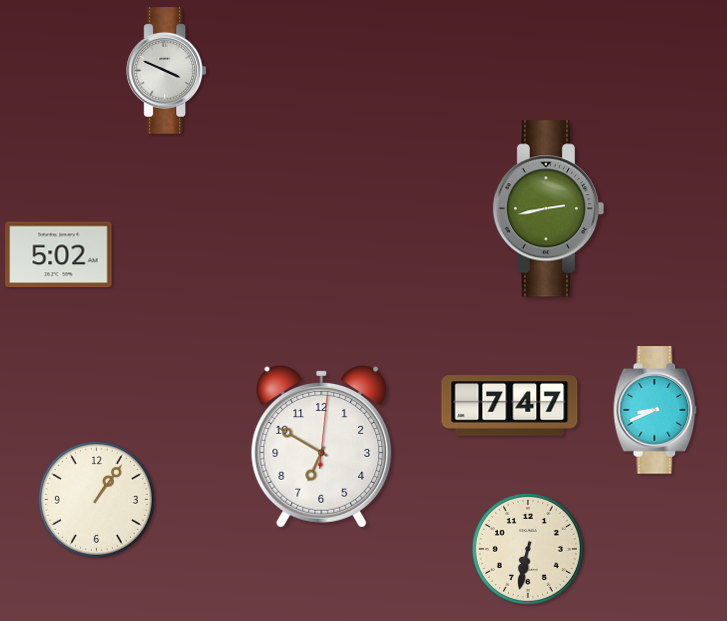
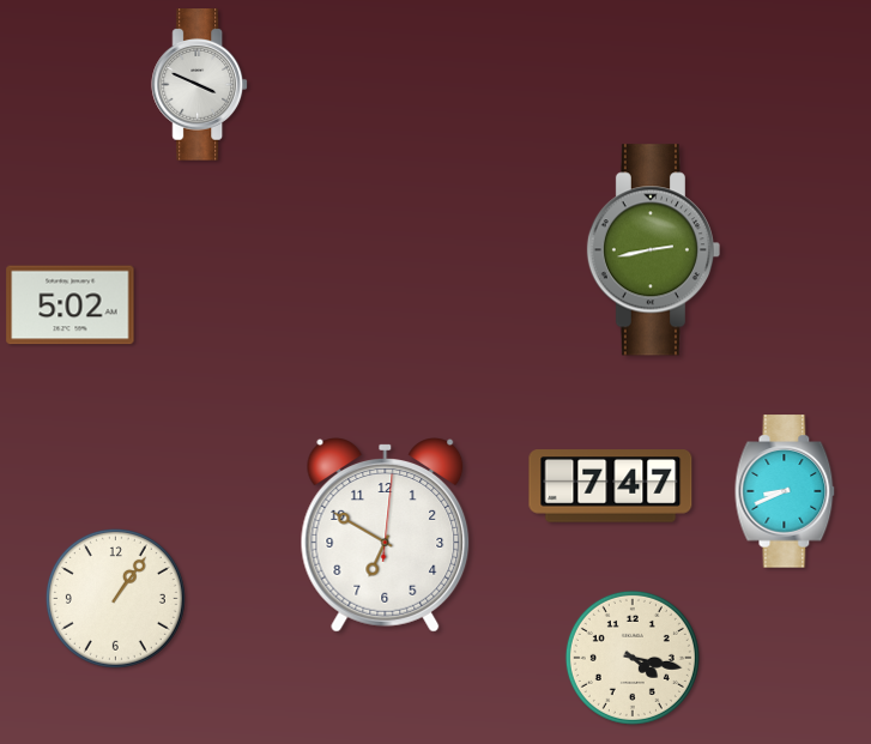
clock at (548, 209) position: (548, 209) -> (653, 250)
clock at (528, 549): 6:32 -> 4:17
